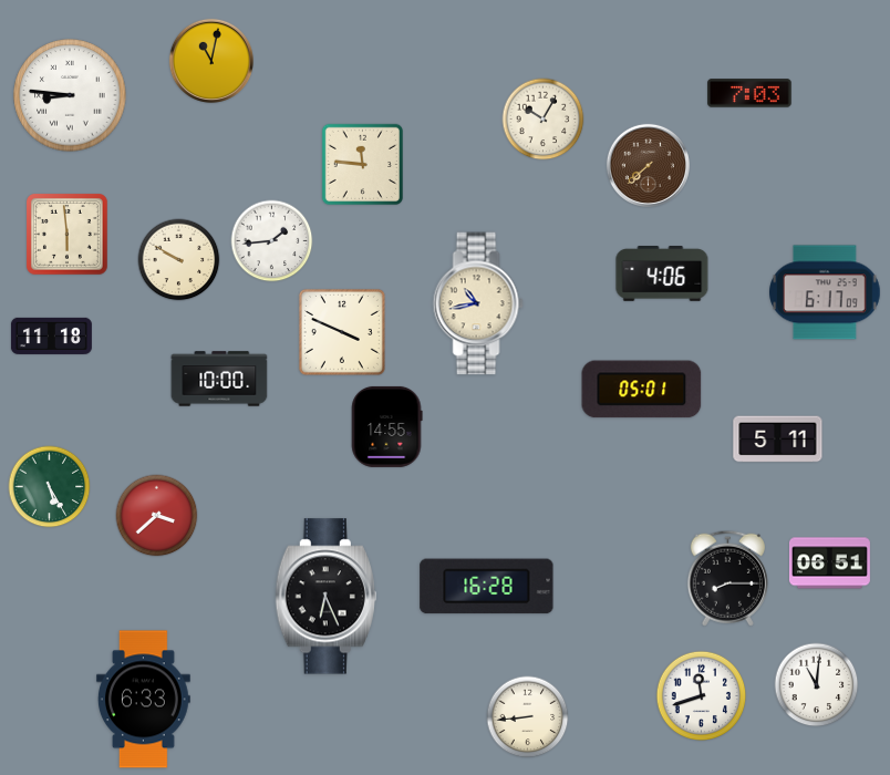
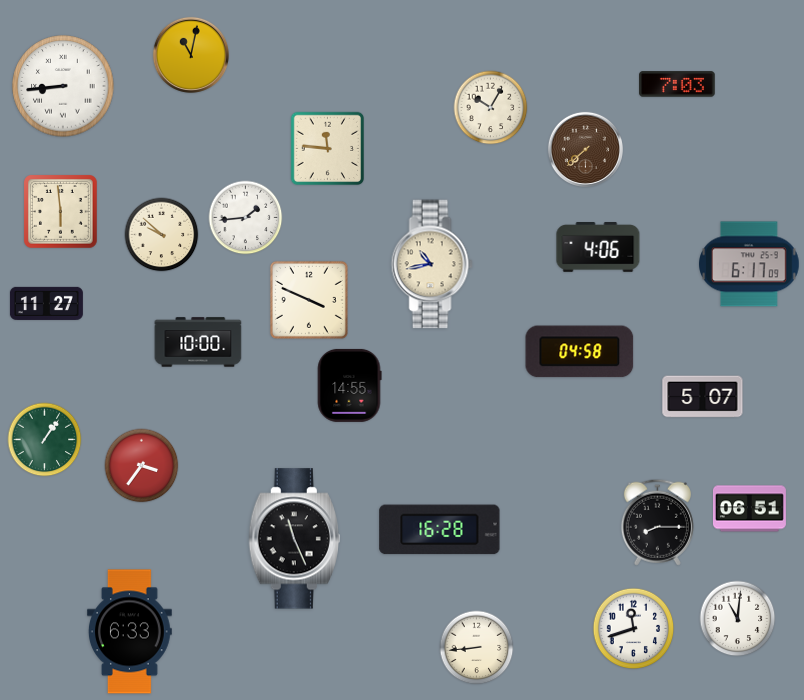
clock at (70, 95): 8:46 -> 8:44
clock at (179, 260): 9:50 -> 9:52
clock at (826, 292) position: (826, 292) -> (750, 264)
clock at (478, 303) position: (478, 303) -> (432, 264)
clock at (51, 335): 11:18 -> 11:27
clock at (642, 390): 05:01 -> 04:58
clock at (778, 440): 5:11 -> 5:07
clock at (50, 487): 5:25 -> 1:06
clock at (157, 516): 3:38 -> 3:36
clock at (325, 597): 6:26 -> 11:26
